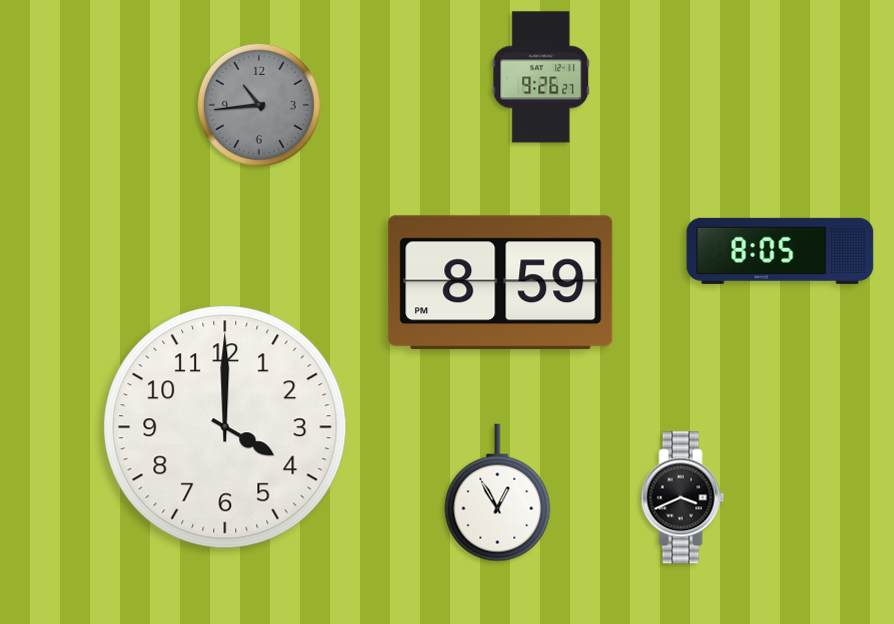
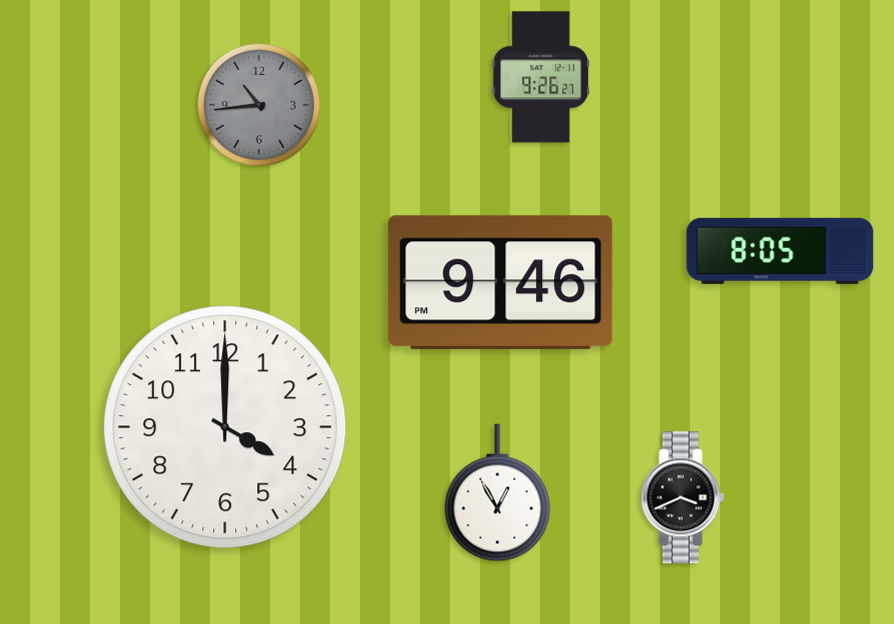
clock at (501, 283): 8:59 -> 9:46
